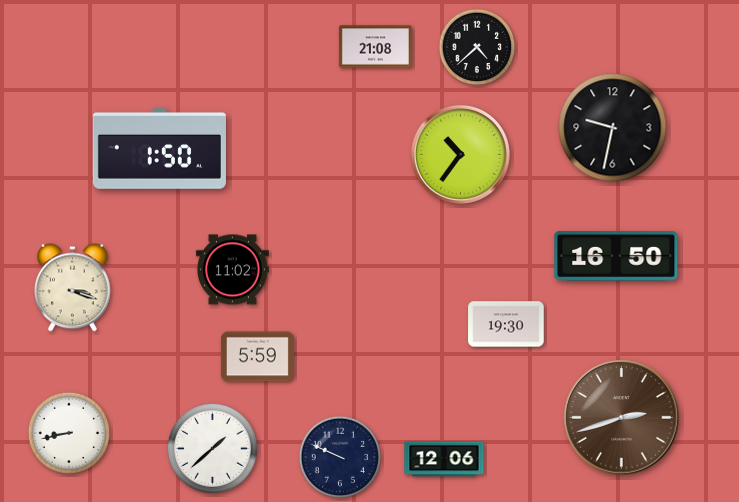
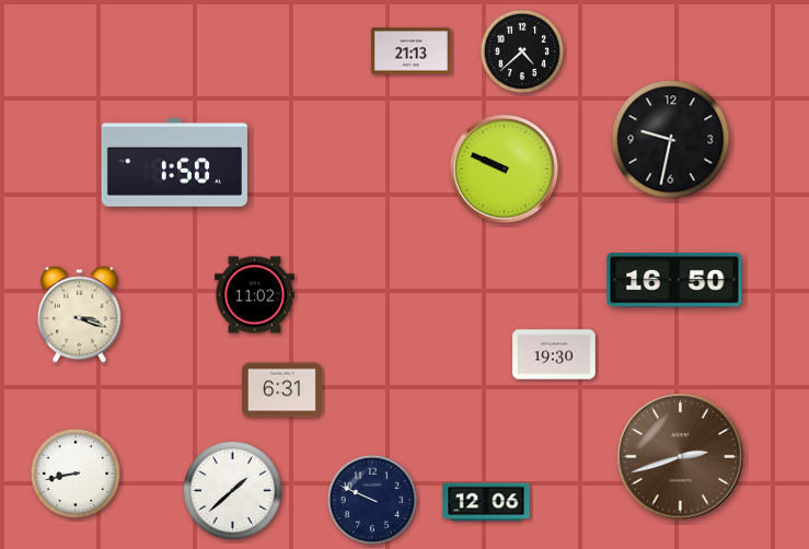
clock at (375, 47): 21:08 -> 21:13
clock at (460, 154): 10:36 -> 9:49
clock at (257, 357): 5:59 -> 6:31
